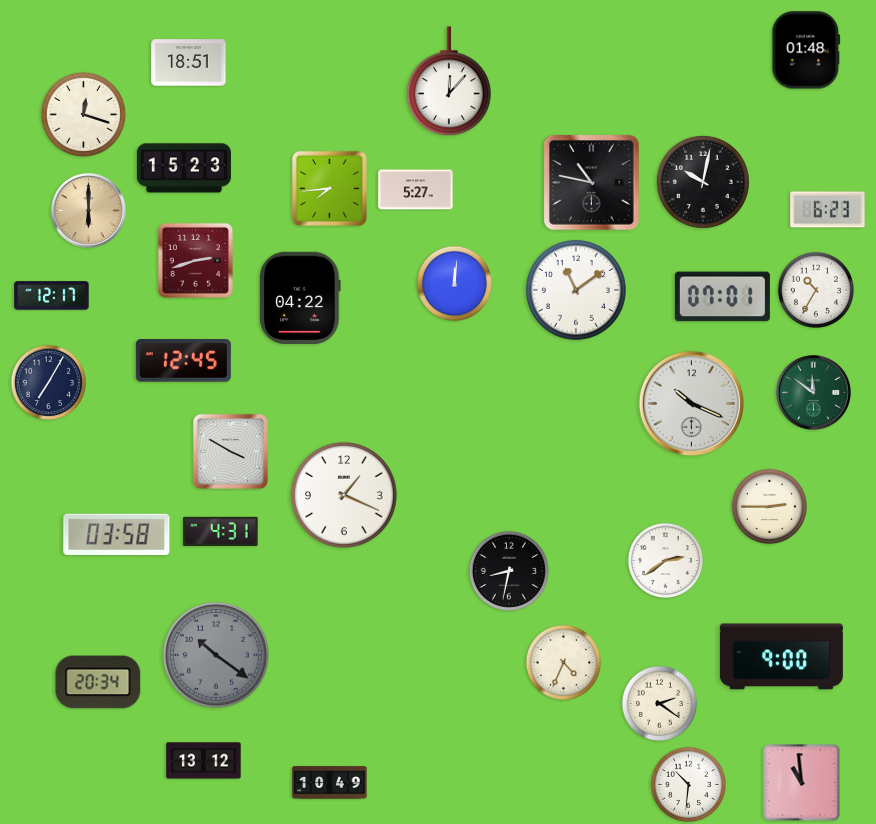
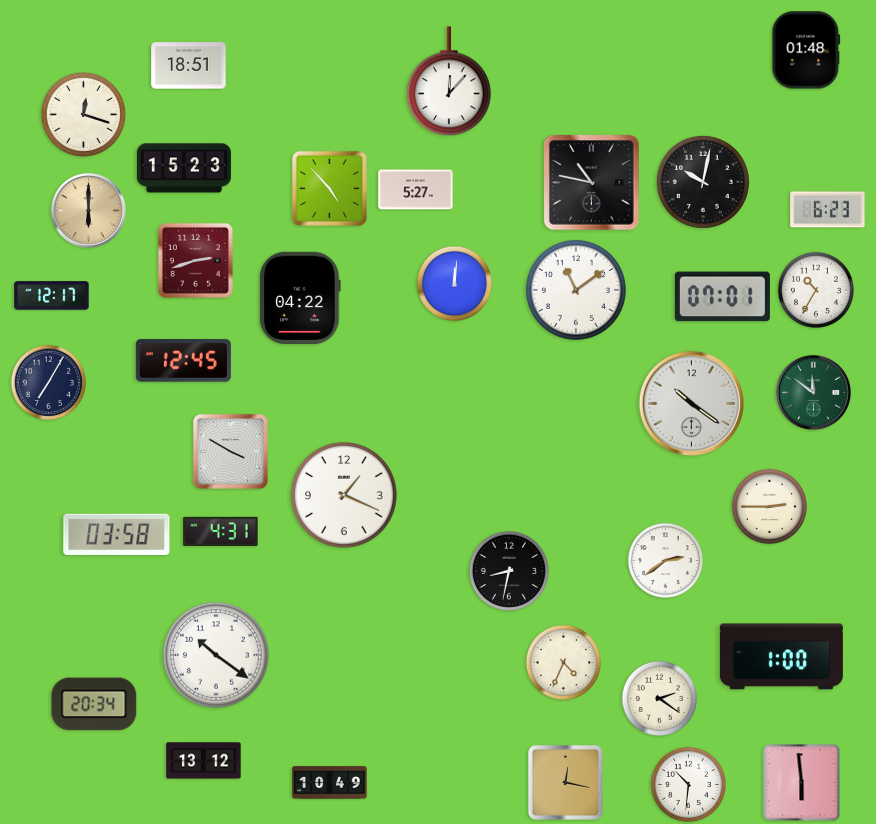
clock at (189, 63) position: (189, 63) -> (189, 66)
clock at (329, 188): 7:44 -> 4:53
clock at (691, 403): 10:19 -> 10:21
clock at (217, 656) dial: grey -> white
clock at (781, 657): 9:00 -> 1:00
clock at (98, 682) position: (98, 682) -> (94, 704)
clock at (659, 703) position: (659, 703) -> (659, 698)
clock at (565, 782): none -> 12:17
clock at (802, 783): 10:59 -> 5:59
